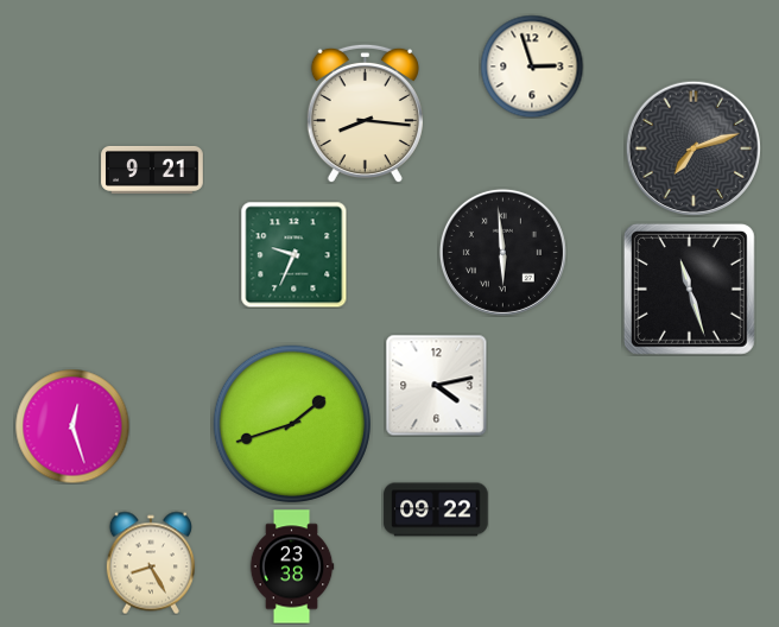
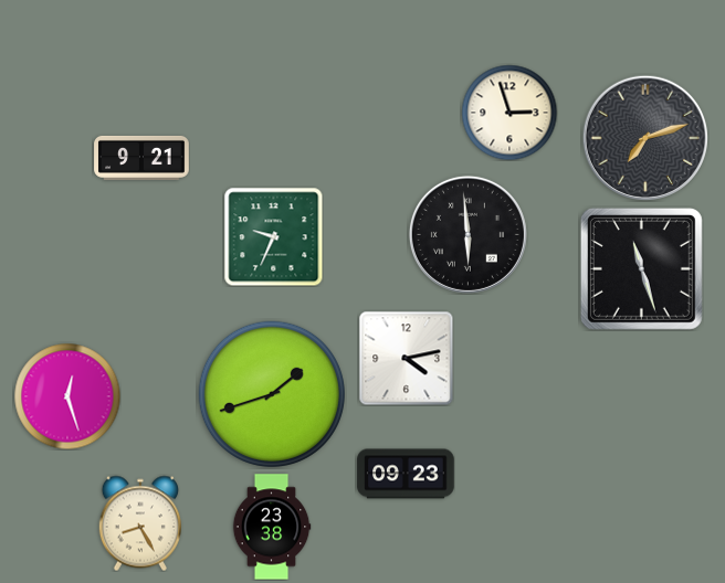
clock at (532, 66) position: (532, 66) -> (509, 113)
clock at (365, 113): 8:16 -> none
clock at (436, 509): 09:22 -> 09:23
